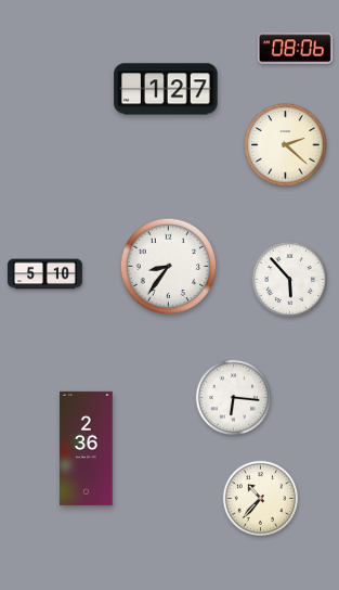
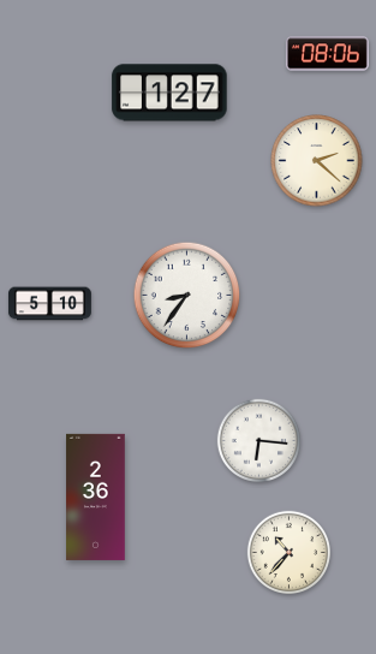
clock at (166, 89) position: (166, 89) -> (169, 93)
clock at (290, 280): 5:53 -> none
